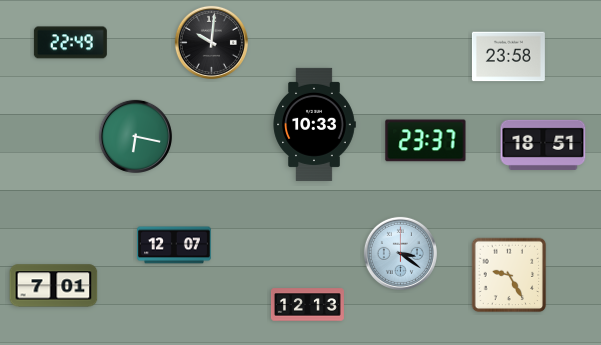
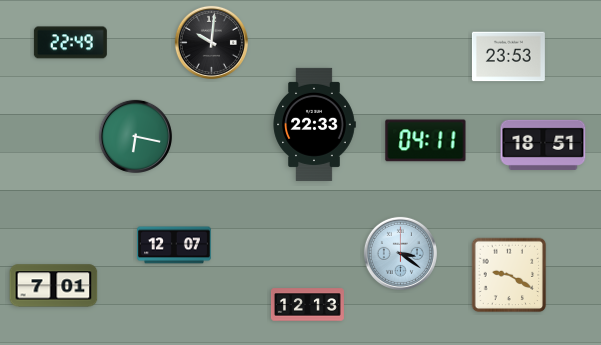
clock at (508, 57): 23:58 -> 23:53
clock at (314, 124): 10:33 -> 22:33
clock at (426, 141): 23:37 -> 04:11
clock at (509, 275): 9:25 -> 9:20
